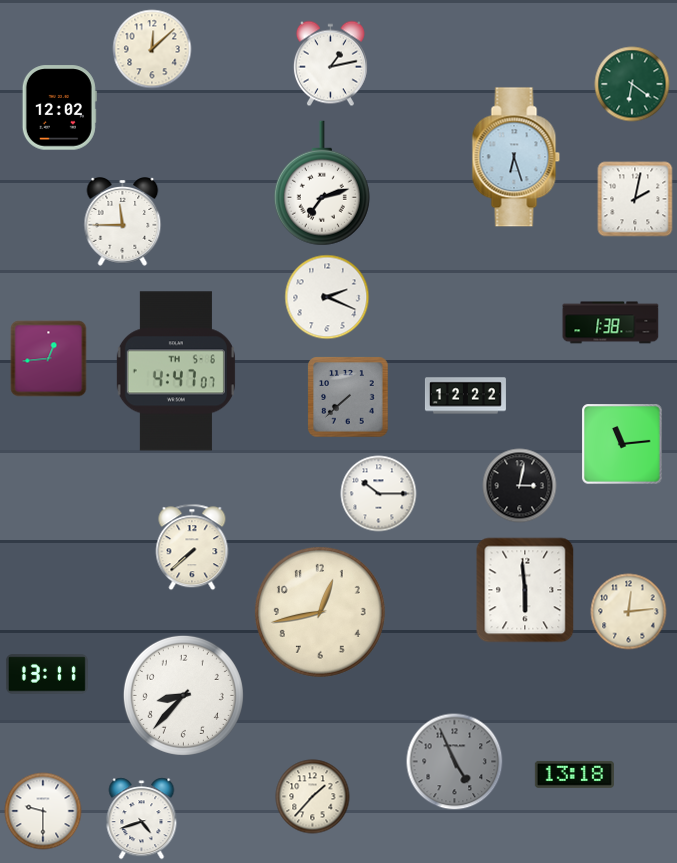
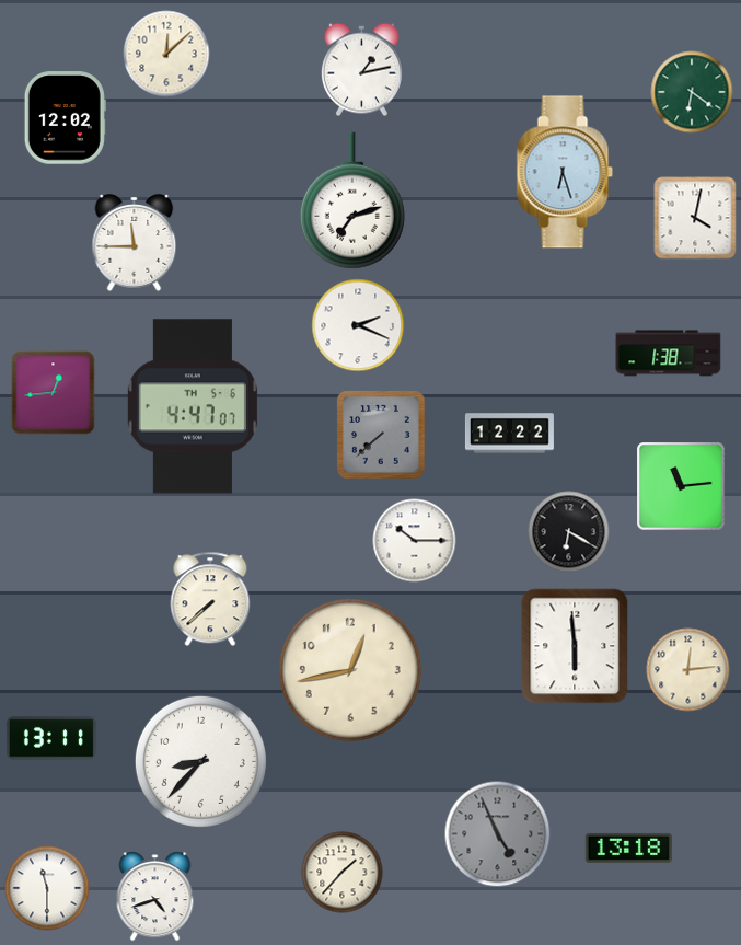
clock at (635, 199): 2:02 -> 4:02
clock at (520, 486): 3:02 -> 6:20
clock at (43, 811): 9:30 -> 11:30
